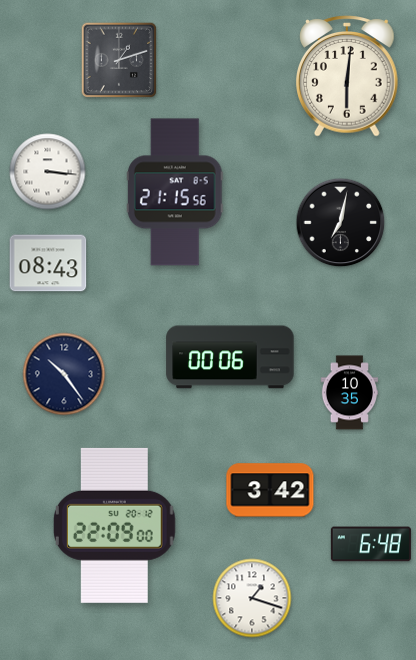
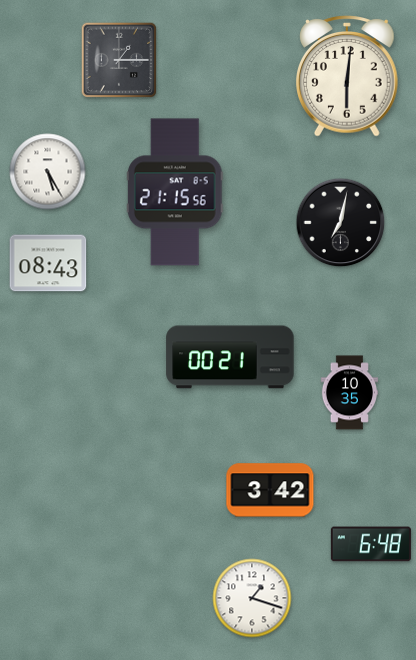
clock at (119, 60): 1:12 -> 1:15
clock at (48, 172): 3:16 -> 5:25
clock at (230, 357): 00:06 -> 00:21
clock at (64, 374): 10:24 -> none
clock at (114, 525): 22:09 -> none
